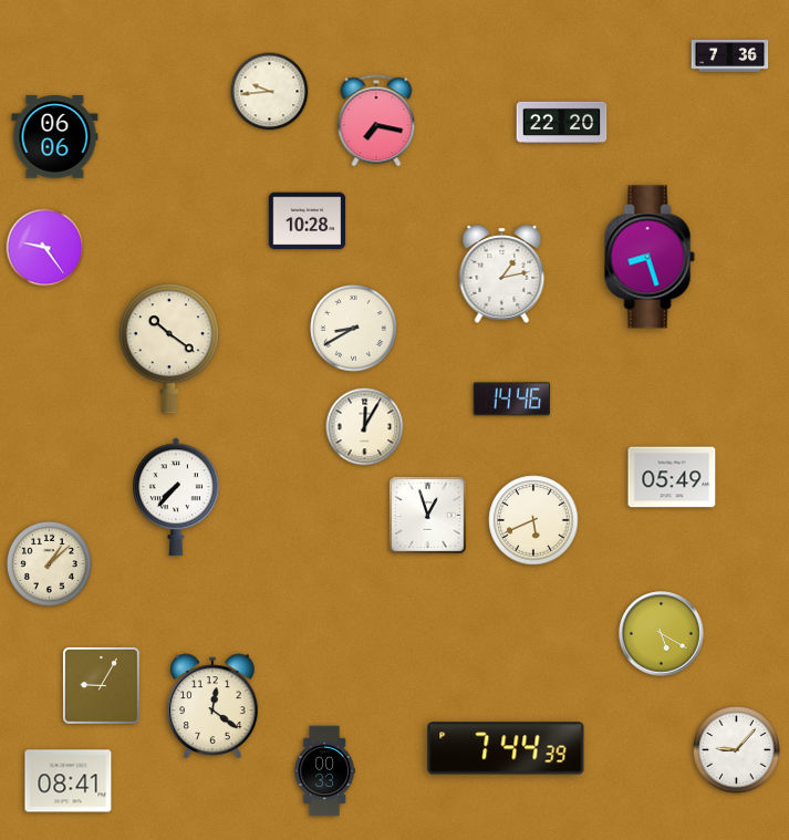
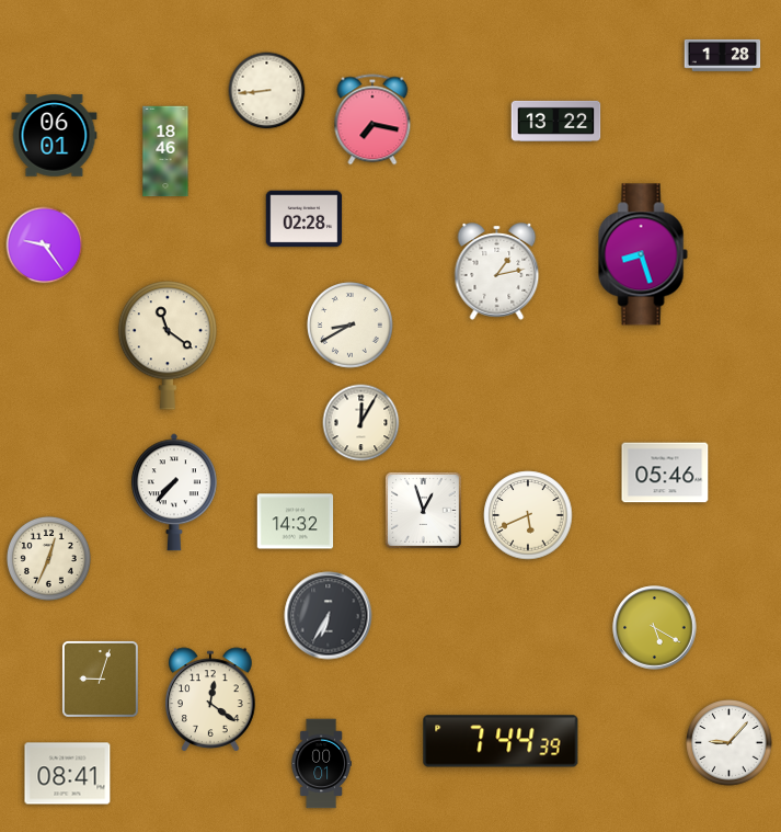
clock at (730, 55): 7:36 -> 1:28
clock at (270, 92): 9:44 -> 8:44
clock at (562, 122): 22:20 -> 13:22
clock at (55, 137): 06:06 -> 06:01
clock at (165, 151): none -> 18:46
clock at (308, 221): 10:28 -> 02:28
clock at (169, 349): 10:21 -> 11:21
clock at (512, 400): 14:46 -> none
clock at (672, 477): 05:49 -> 05:46
clock at (296, 522): none -> 14:32
clock at (49, 563): 1:08 -> 12:34
clock at (329, 616): none -> 6:35
clock at (101, 685): 9:05 -> 9:03
clock at (324, 771): 00:33 -> 00:01
